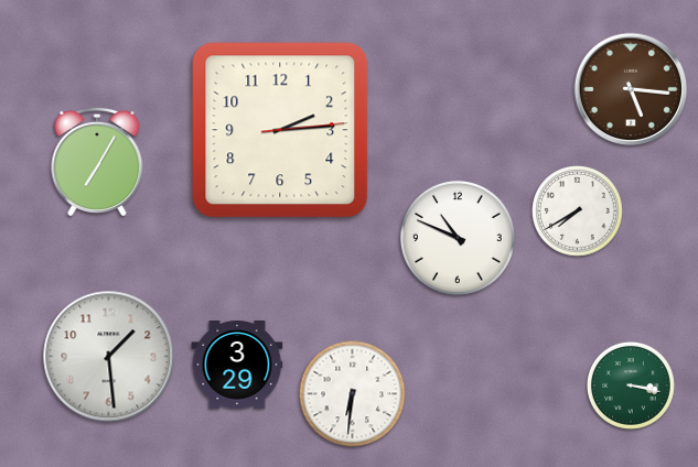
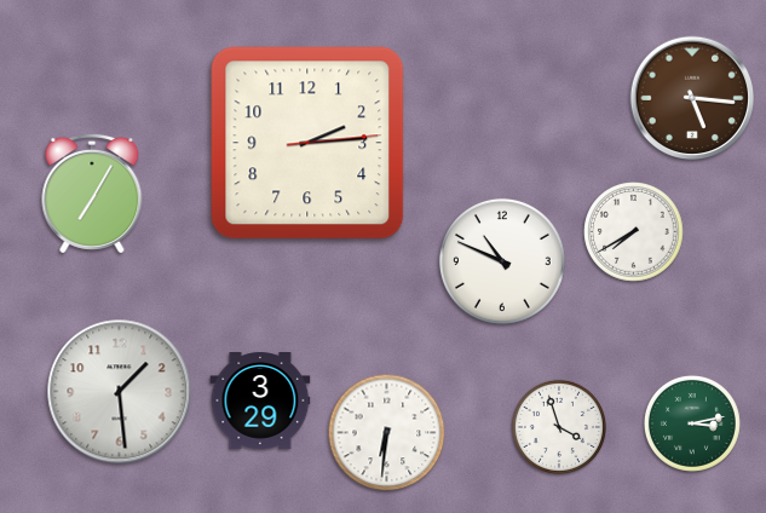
clock at (97, 162) position: (97, 162) -> (92, 194)
clock at (631, 385): 3:17 -> 3:13
clock at (559, 427): none -> 3:57
